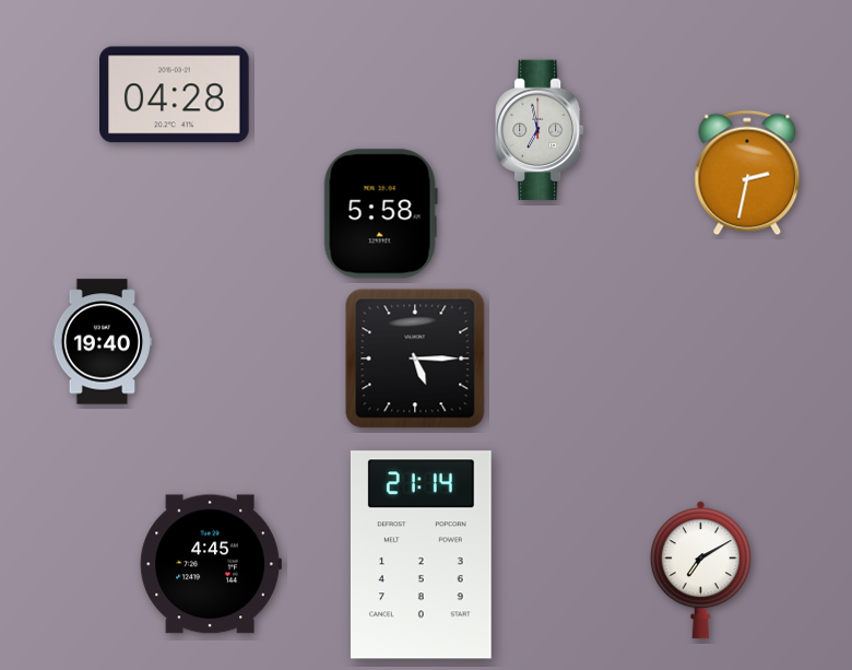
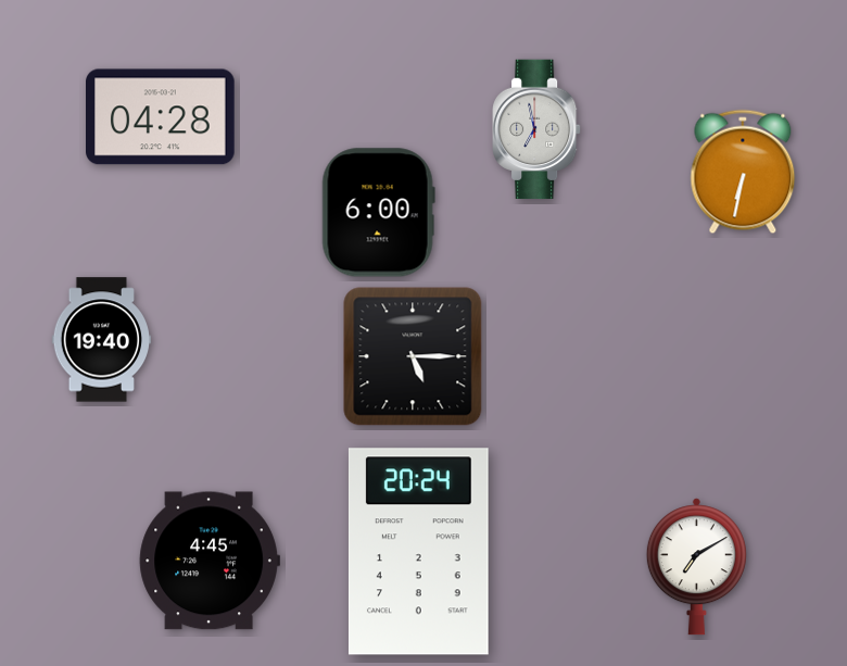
clock at (175, 95) position: (175, 95) -> (161, 117)
clock at (747, 173): 2:32 -> 6:32
clock at (380, 214): 5:58 -> 6:00
clock at (421, 555): 21:14 -> 20:24
